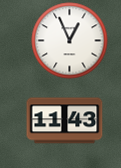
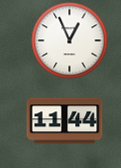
clock at (65, 121): 11:43 -> 11:44
